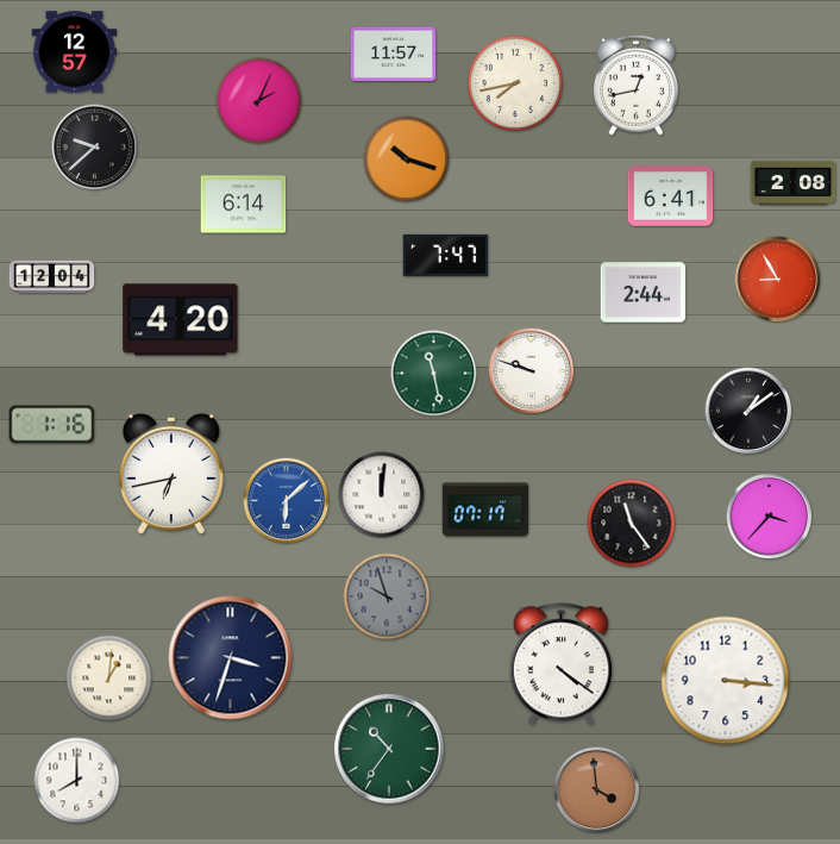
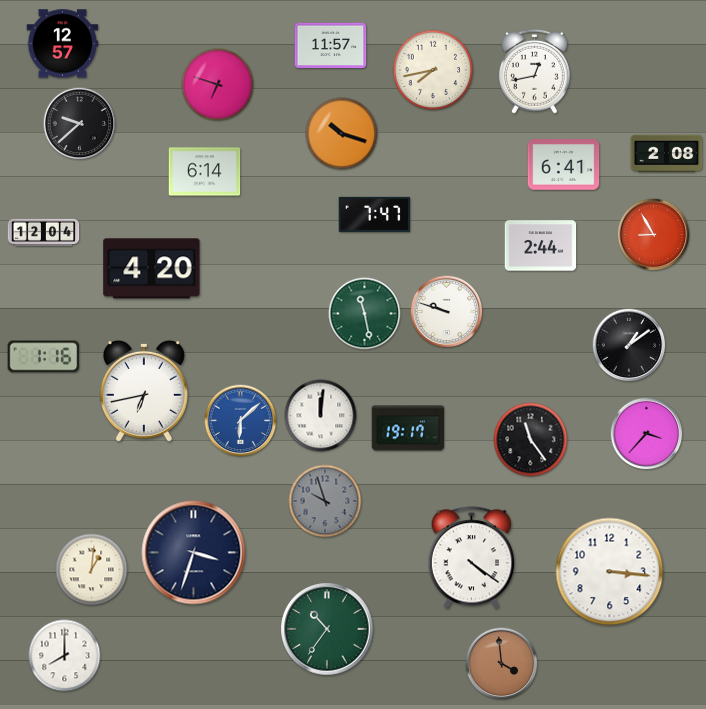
clock at (259, 101): 2:04 -> 6:48
clock at (171, 474) position: (171, 474) -> (144, 391)
clock at (485, 509): 07:17 -> 19:17
